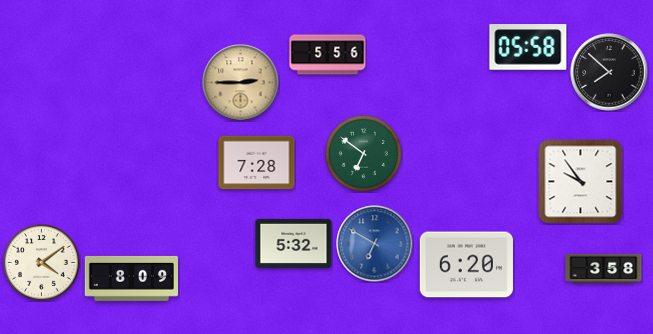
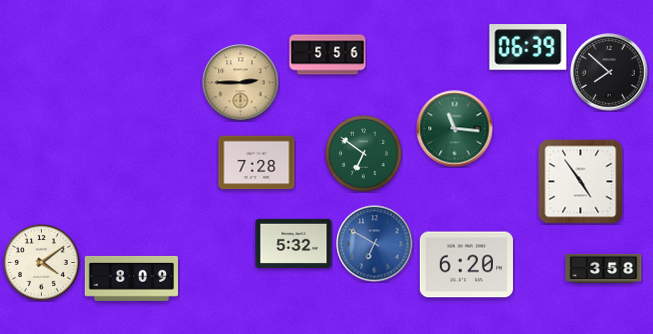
clock at (528, 47): 05:58 -> 06:39
clock at (455, 129): none -> 11:16
clock at (581, 182): 9:54 -> 4:54
